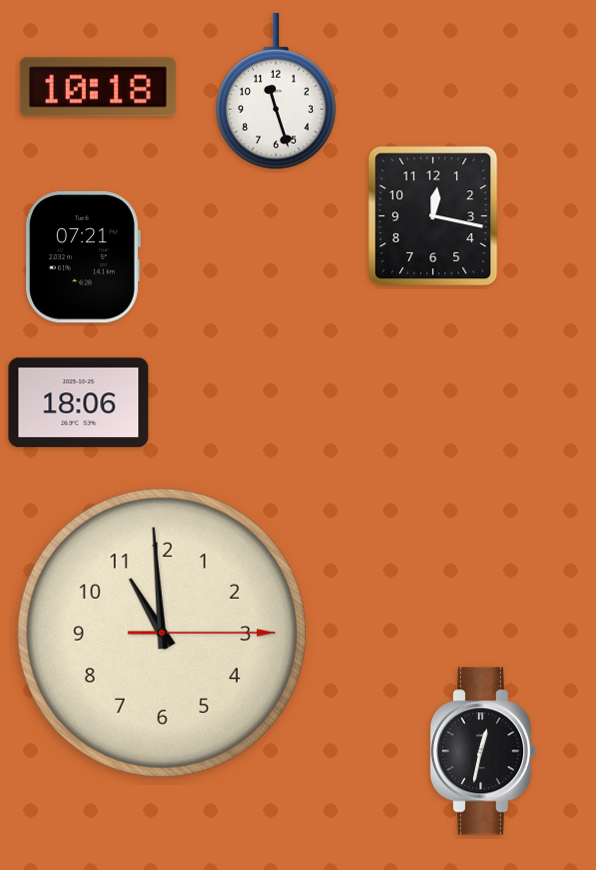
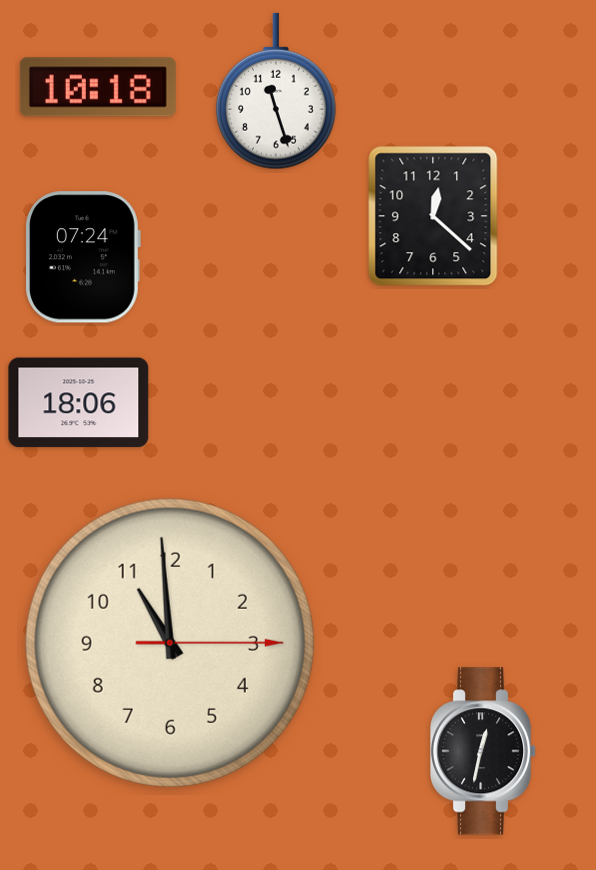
clock at (433, 216): 12:17 -> 12:22
clock at (83, 257): 07:21 -> 07:24
clock at (162, 633) position: (162, 633) -> (170, 643)
